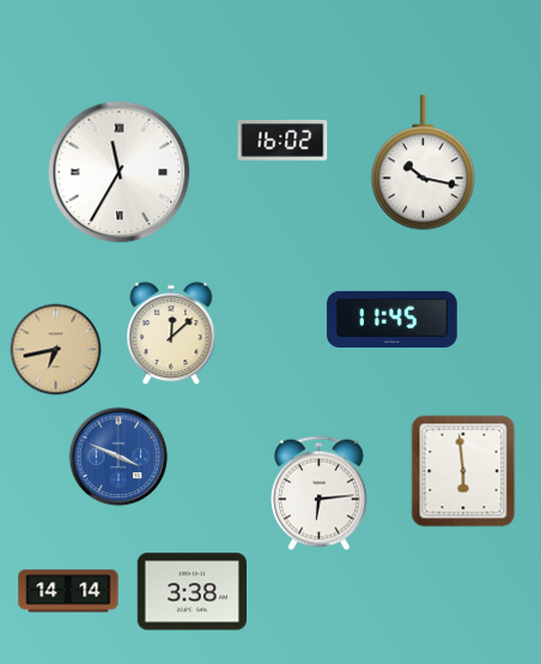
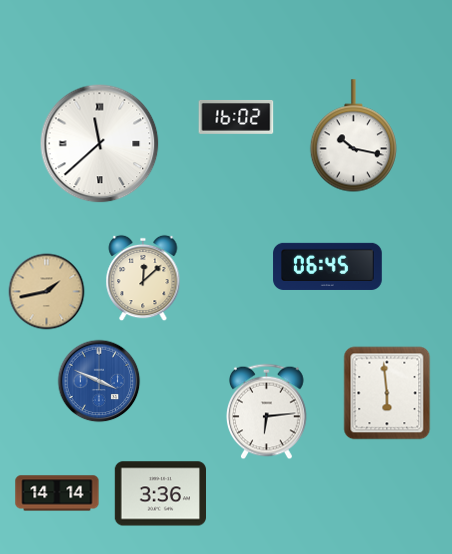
clock at (120, 173): 11:35 -> 11:38
clock at (393, 319): 11:45 -> 06:45
clock at (56, 350): 6:43 -> 1:43
clock at (192, 592): 3:38 -> 3:36
